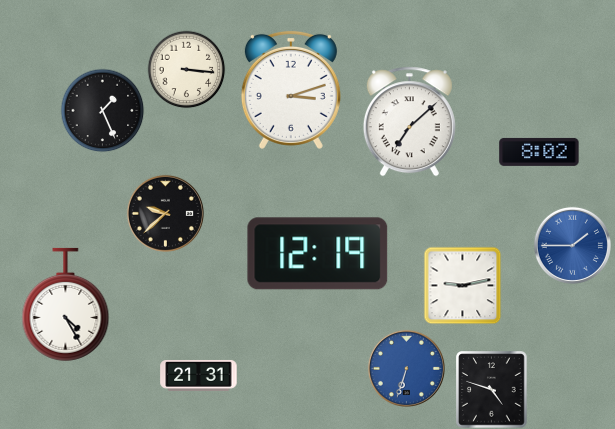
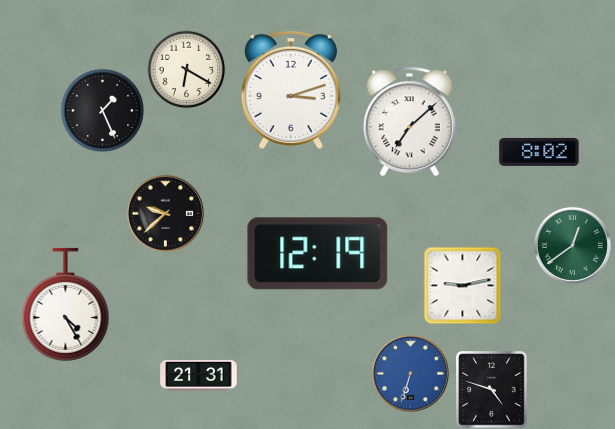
clock at (186, 69): 3:16 -> 6:20
clock at (572, 245): 1:45 -> 12:39
clock at (572, 245) dial: blue -> green
clock at (406, 368) position: (406, 368) -> (410, 373)
